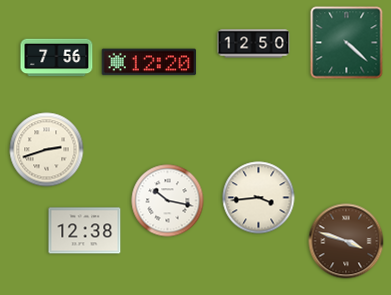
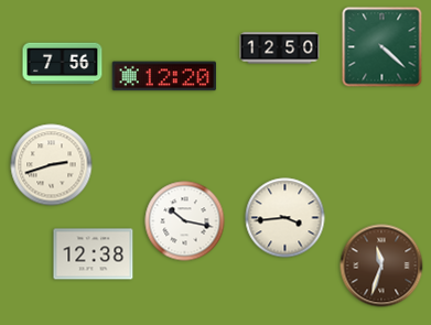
clock at (149, 62) position: (149, 62) -> (164, 76)
clock at (346, 241): 3:48 -> 11:33
